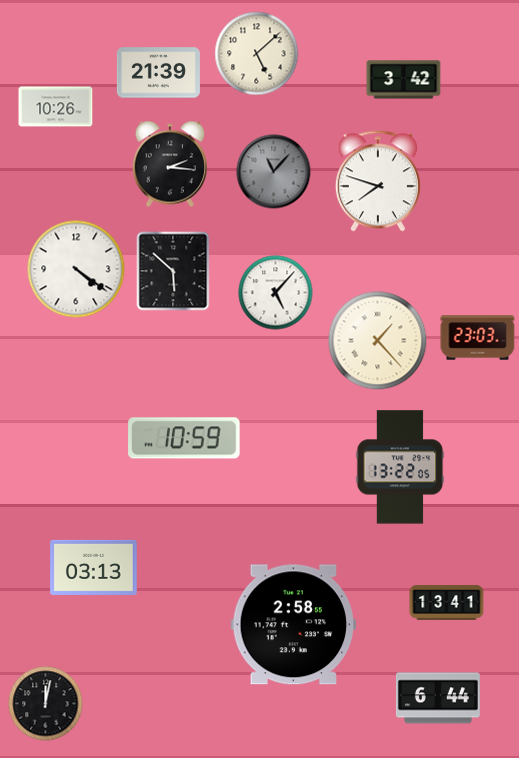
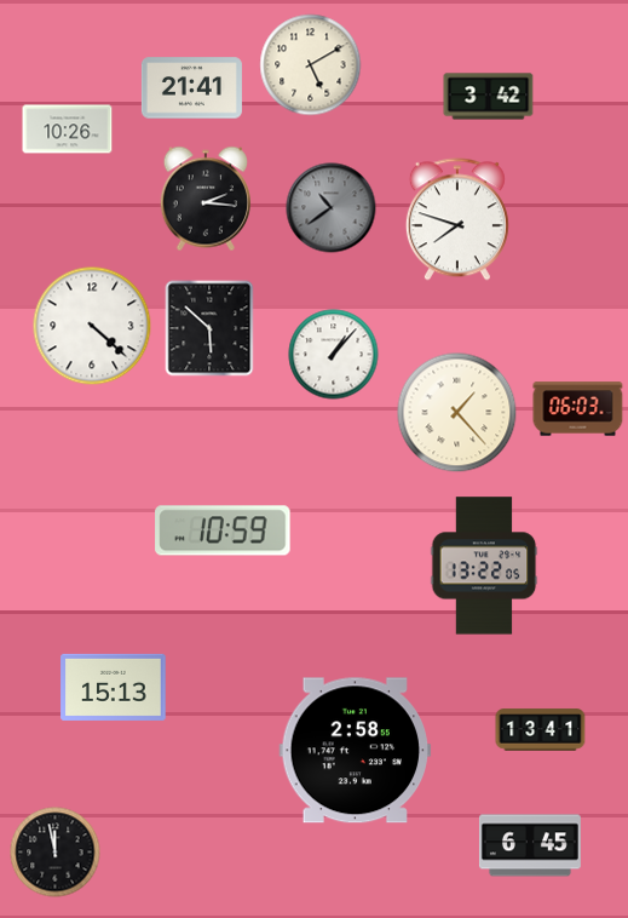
clock at (257, 54): 5:08 -> 5:10
clock at (158, 73): 21:39 -> 21:41
clock at (274, 172): 11:07 -> 10:39
clock at (76, 269): 4:21 -> 4:22
clock at (276, 293): 5:07 -> 1:07
clock at (478, 338): 23:03 -> 06:03
clock at (94, 567): 03:13 -> 15:13
clock at (294, 625) position: (294, 625) -> (356, 751)
clock at (438, 698): 6:44 -> 6:45
clock at (46, 704): 12:02 -> 11:58
